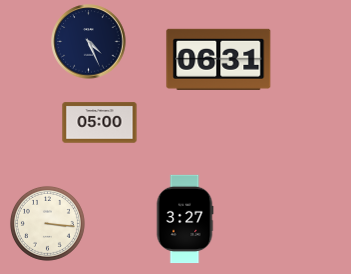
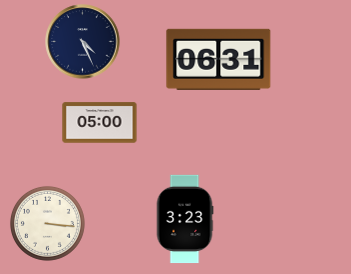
clock at (89, 42) position: (89, 42) -> (83, 42)
clock at (185, 219): 3:27 -> 3:23
